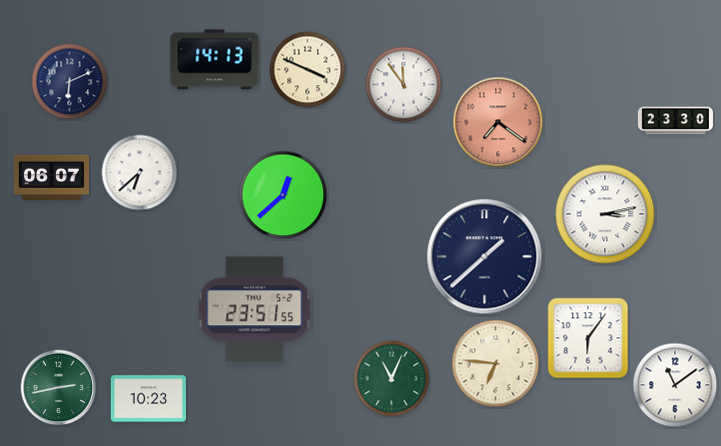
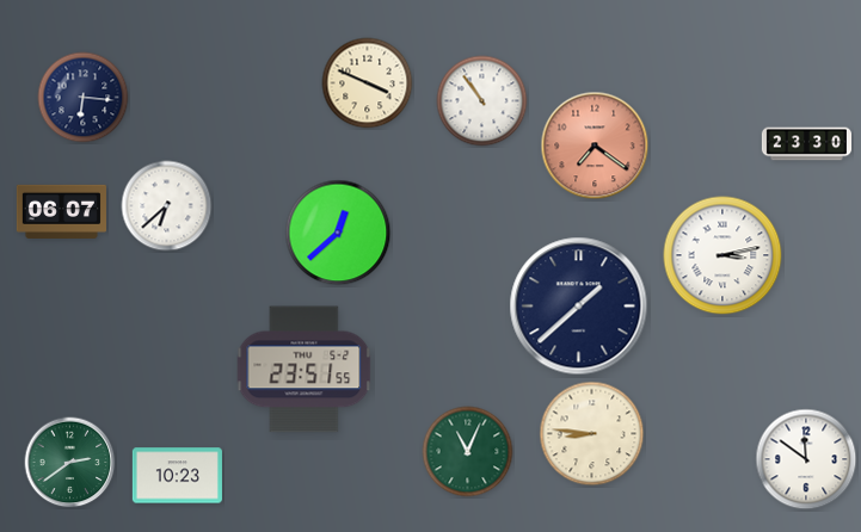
clock at (215, 60): 14:13 -> none
clock at (70, 82): 6:11 -> 6:16
clock at (404, 85): 11:54 -> 10:54
clock at (588, 338): 6:06 -> none
clock at (496, 364): 6:46 -> 8:46
clock at (675, 385): 11:09 -> 11:51
clock at (59, 388): 2:43 -> 2:39
